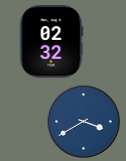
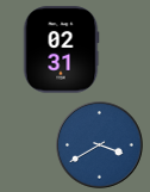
clock at (51, 42): 02:32 -> 02:31
